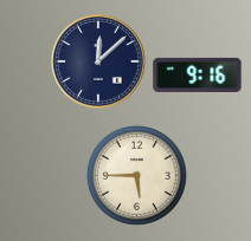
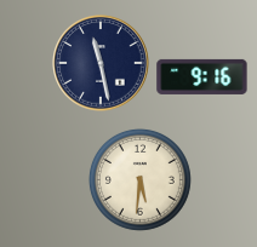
clock at (98, 61): 12:08 -> 11:28
clock at (136, 175): 5:45 -> 5:31
